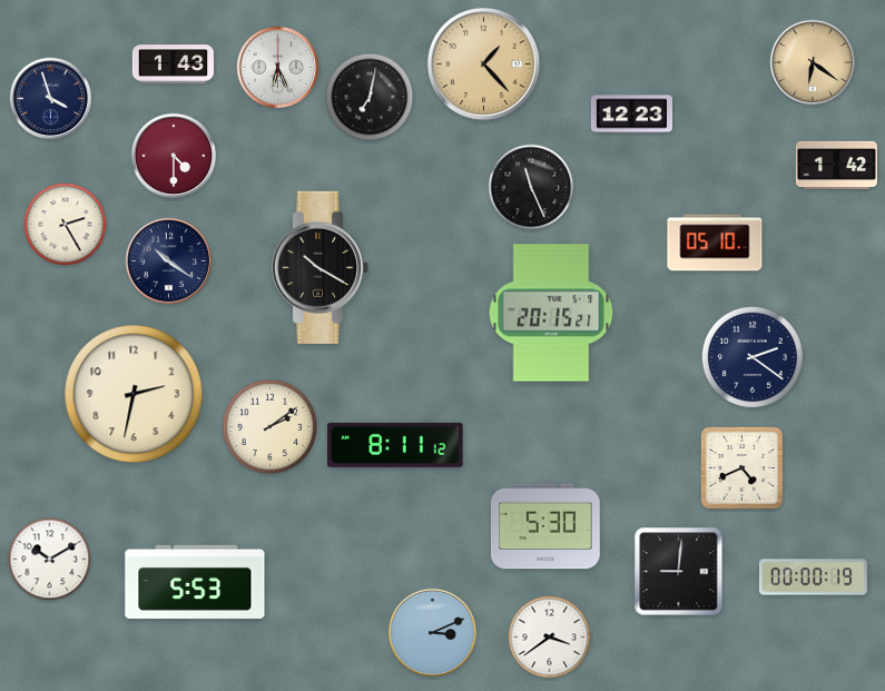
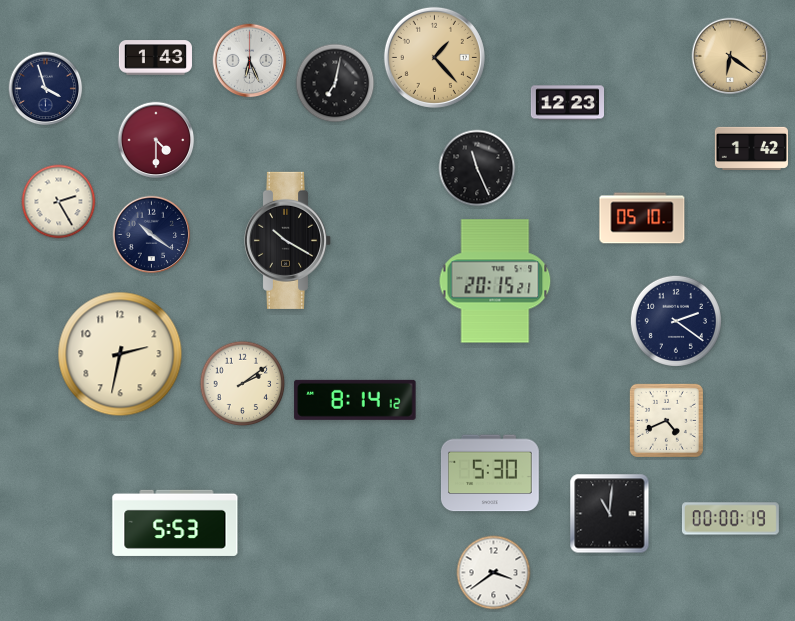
clock at (370, 97) position: (370, 97) -> (335, 83)
clock at (395, 445): 8:11 -> 8:14
clock at (50, 560): 10:10 -> none
clock at (679, 572): 9:01 -> 11:01
clock at (433, 633): 3:11 -> none
